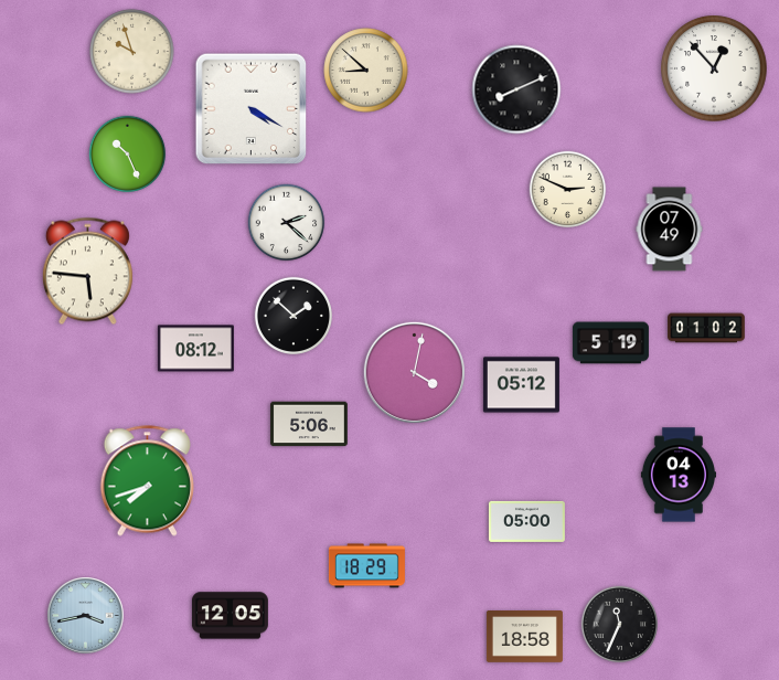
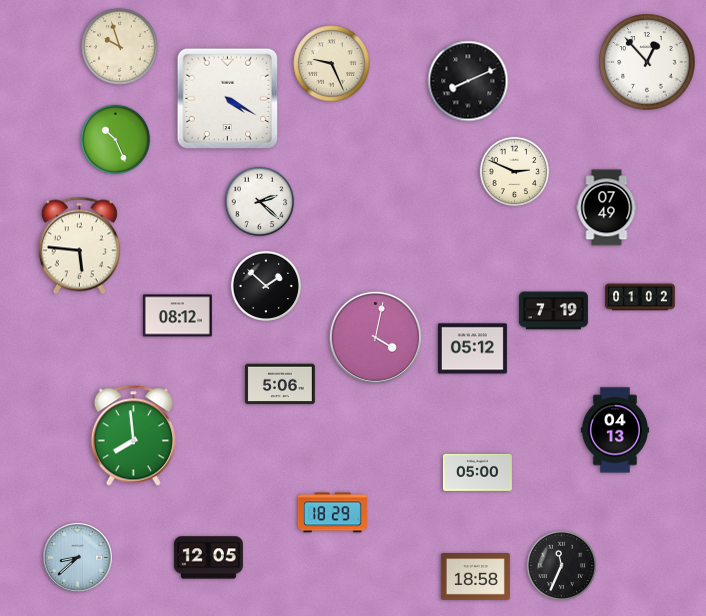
clock at (366, 71): 8:52 -> 9:26
clock at (610, 343): 5:19 -> 7:19
clock at (147, 481): 7:42 -> 7:59
clock at (86, 616): 3:43 -> 8:38
